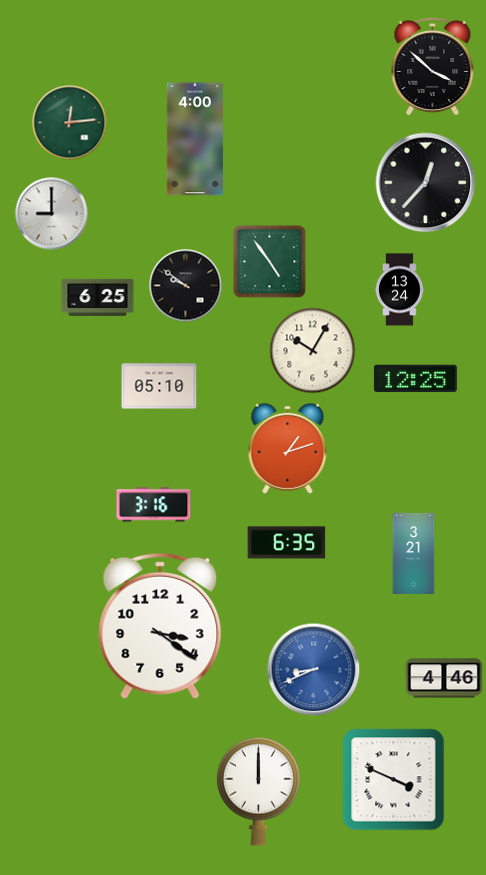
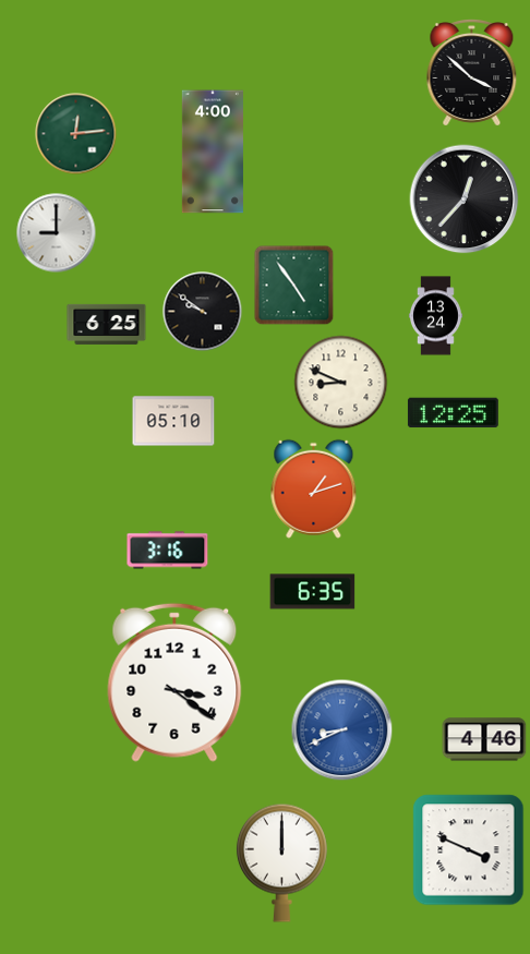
clock at (313, 351): 10:05 -> 8:49
clock at (414, 553): 3:21 -> none
clock at (394, 780) position: (394, 780) -> (469, 850)
